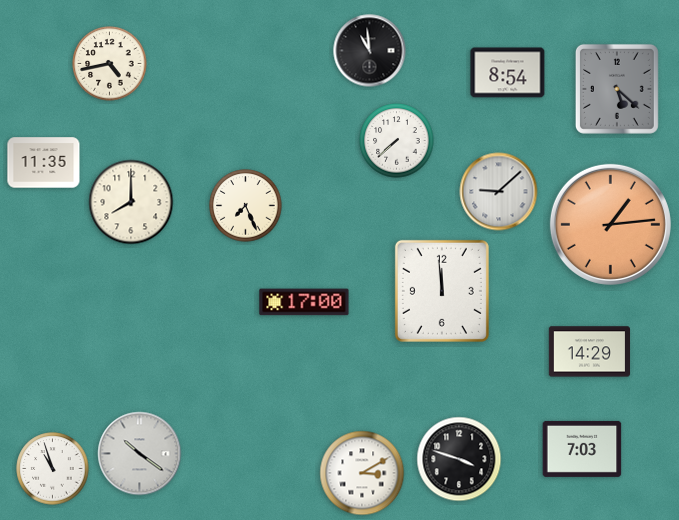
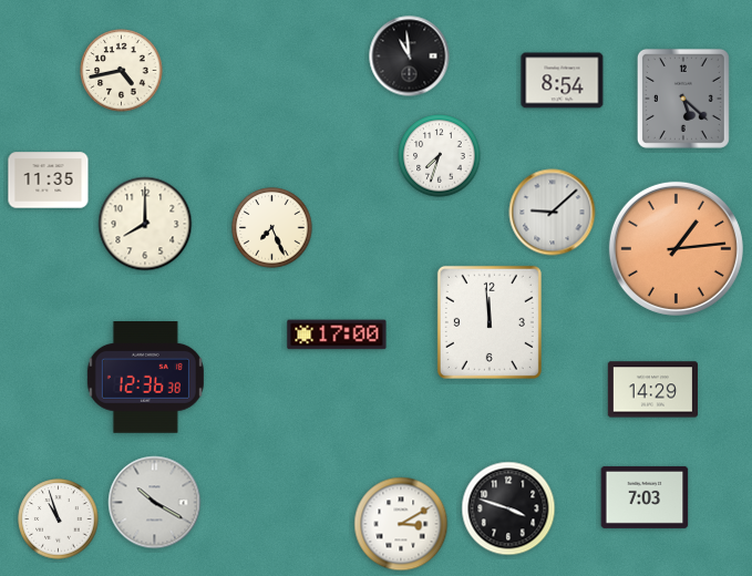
clock at (397, 141): 7:38 -> 7:33
clock at (145, 378): none -> 12:36
clock at (140, 454): 10:21 -> 10:20
